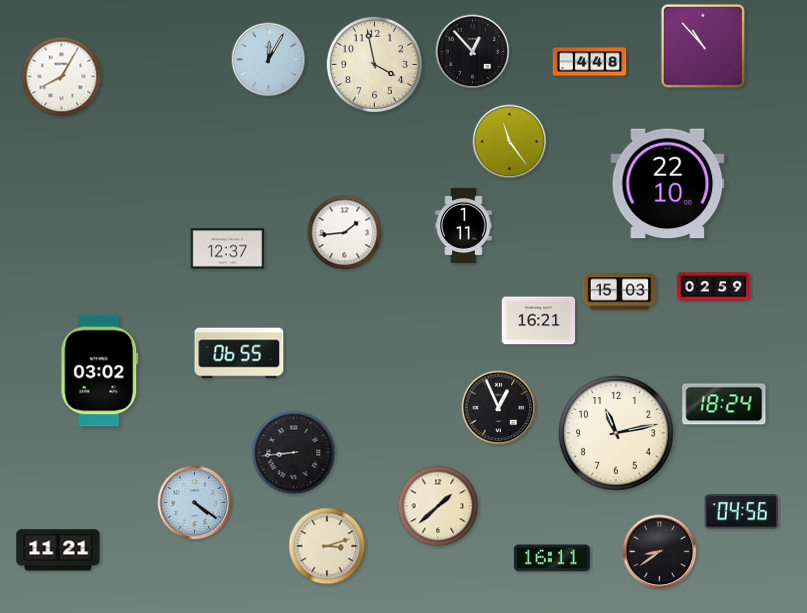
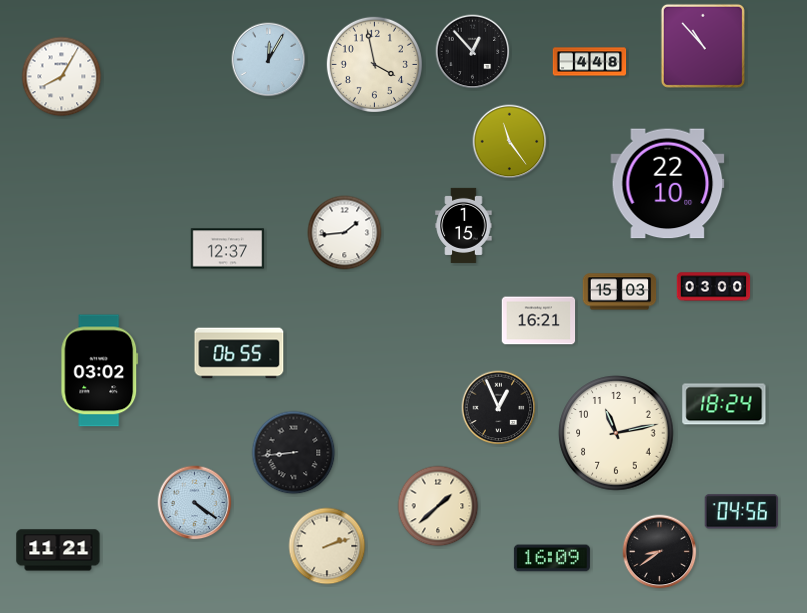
clock at (464, 225): 1:11 -> 1:15
clock at (714, 287): 02:59 -> 03:00
clock at (327, 546): 3:12 -> 2:12
clock at (552, 558): 16:11 -> 16:09
